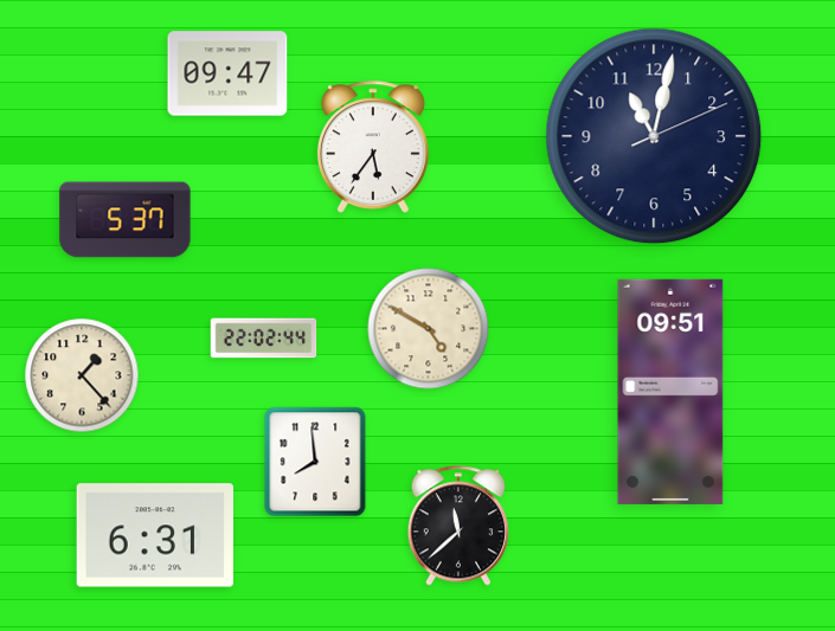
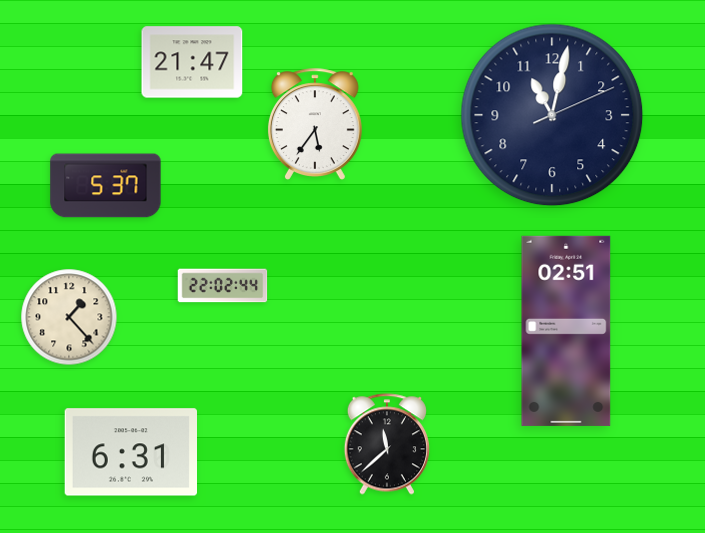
clock at (227, 73): 09:47 -> 21:47
clock at (429, 329): 4:50 -> none
clock at (670, 392): 09:51 -> 02:51
clock at (315, 462): 7:59 -> none
